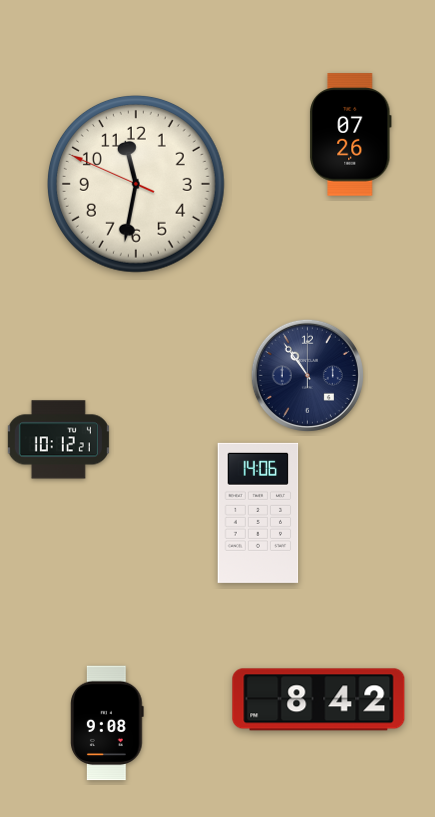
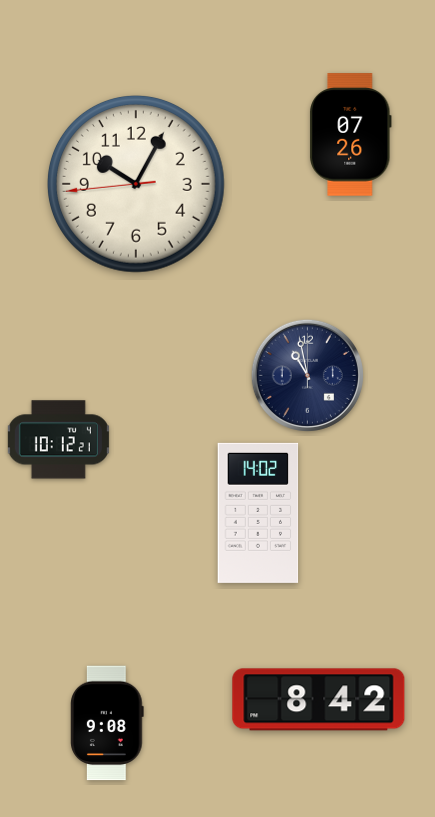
clock at (137, 185): 11:31 -> 10:04
clock at (307, 375): 10:54 -> 10:58
clock at (258, 513): 14:06 -> 14:02
